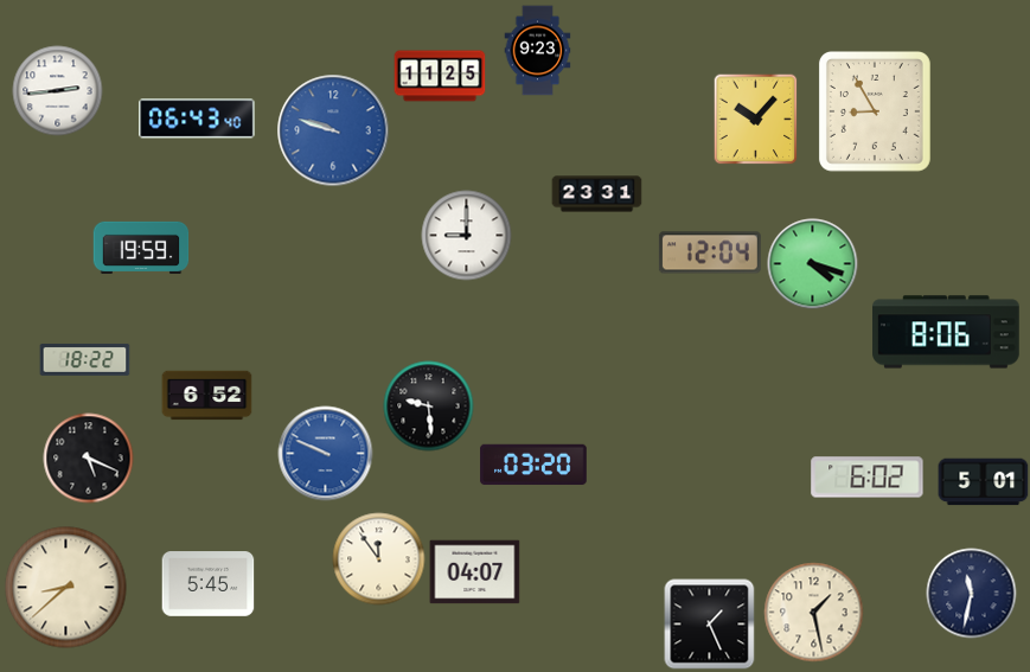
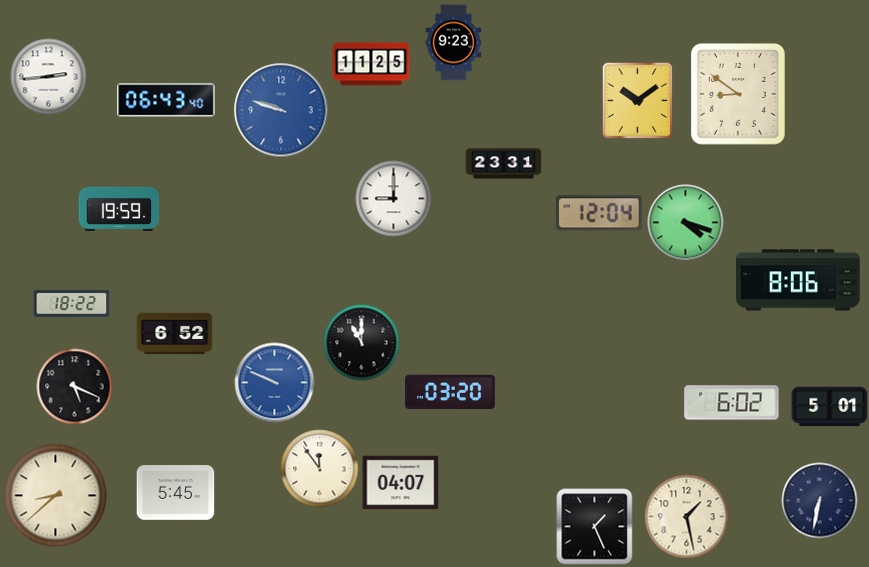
clock at (875, 111): 8:55 -> 8:51
clock at (756, 119): 10:07 -> 10:09
clock at (429, 407): 9:29 -> 11:00
clock at (379, 559) position: (379, 559) -> (320, 469)
clock at (972, 594): 11:32 -> 6:32
clock at (710, 625) position: (710, 625) -> (595, 527)
